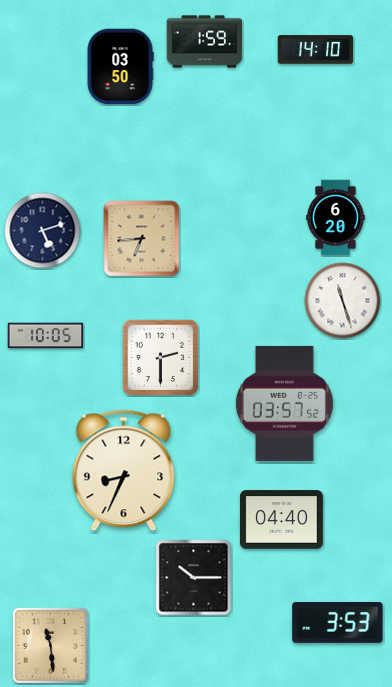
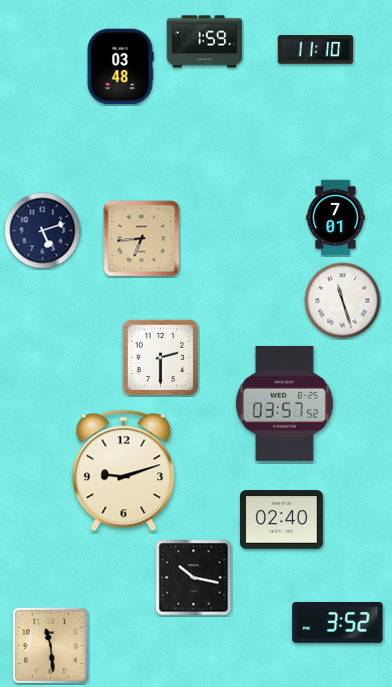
clock at (316, 50): 14:10 -> 11:10
clock at (120, 67): 03:50 -> 03:48
clock at (336, 218): 6:20 -> 7:01
clock at (46, 336): 10:05 -> none
clock at (124, 471): 8:34 -> 9:12
clock at (281, 520): 04:40 -> 02:40
clock at (194, 578): 10:15 -> 10:17
clock at (338, 623): 3:53 -> 3:52
